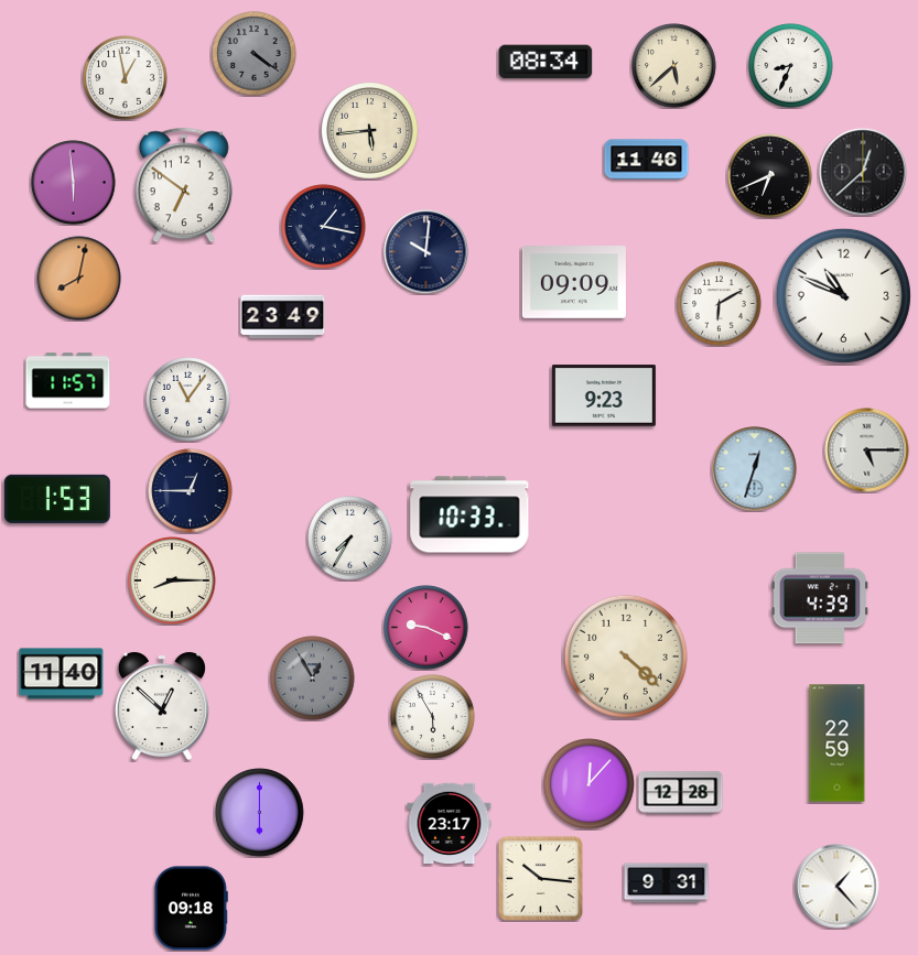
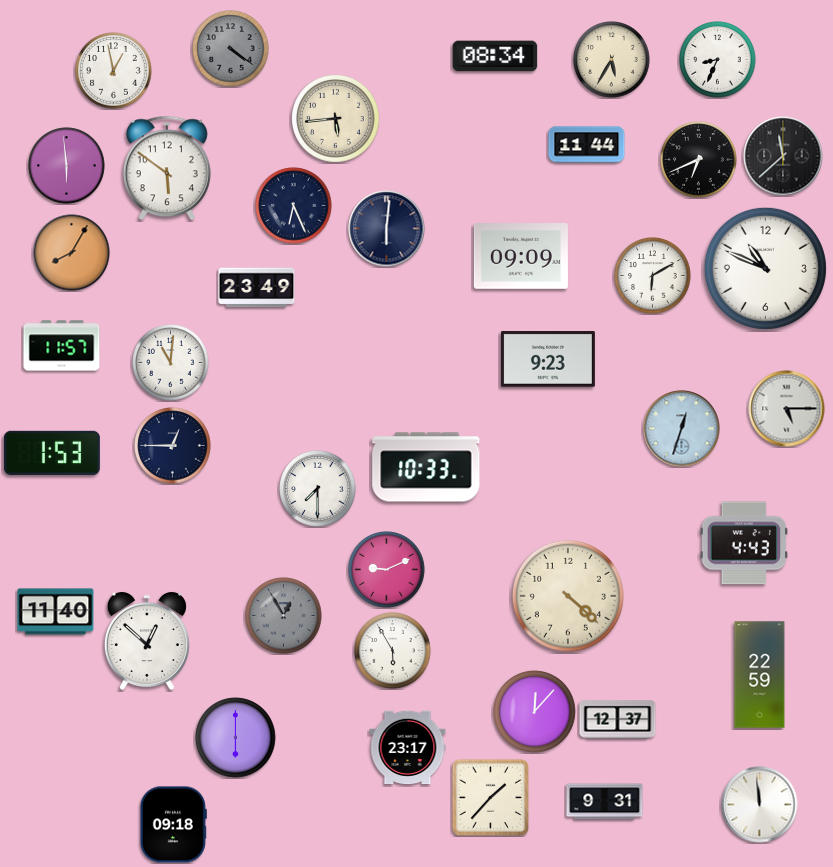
clock at (674, 66): 5:38 -> 5:35
clock at (647, 160): 11:46 -> 11:44
clock at (863, 172): 12:38 -> 11:38
clock at (184, 185): 6:51 -> 5:51
clock at (324, 227): 1:17 -> 6:26
clock at (426, 252): 10:01 -> 6:01
clock at (79, 279): 8:02 -> 8:05
clock at (188, 400): 11:06 -> 11:01
clock at (755, 469) position: (755, 469) -> (682, 429)
clock at (350, 539): 7:35 -> 7:30
clock at (172, 580): 8:15 -> none
clock at (820, 598): 4:39 -> 4:43
clock at (426, 628): 9:19 -> 9:11
clock at (681, 793): 12:28 -> 12:37
clock at (540, 878): 10:16 -> 1:37
clock at (838, 887): 1:23 -> 11:59
